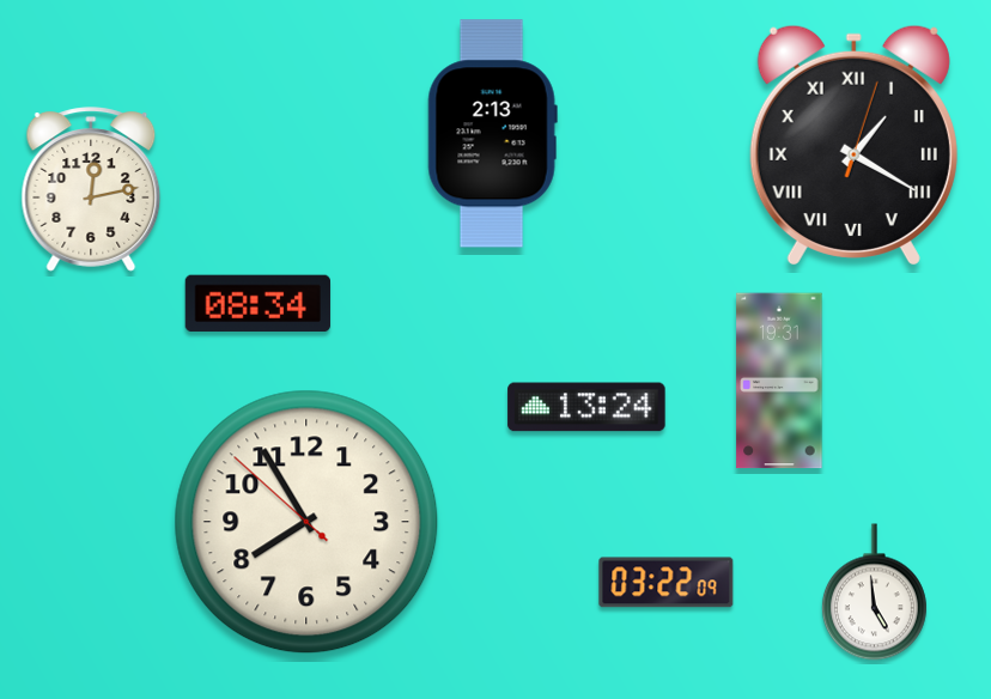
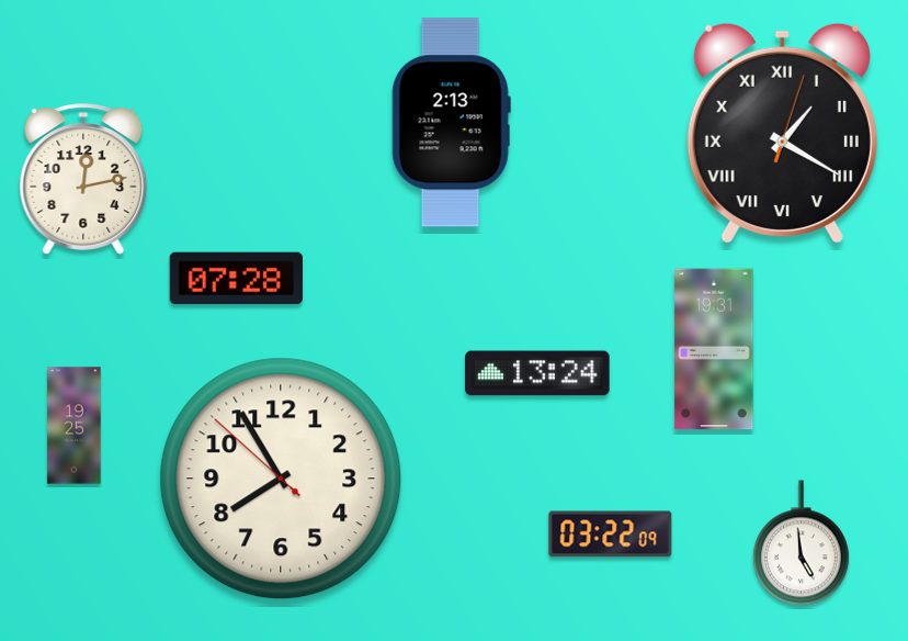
clock at (91, 189) position: (91, 189) -> (83, 179)
clock at (257, 304): 08:34 -> 07:28
clock at (75, 426): none -> 19:25
